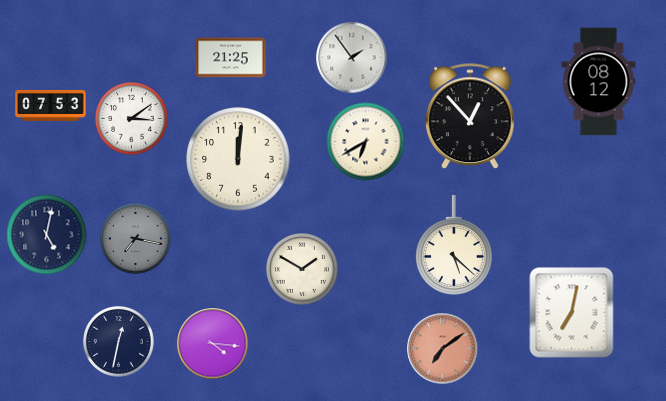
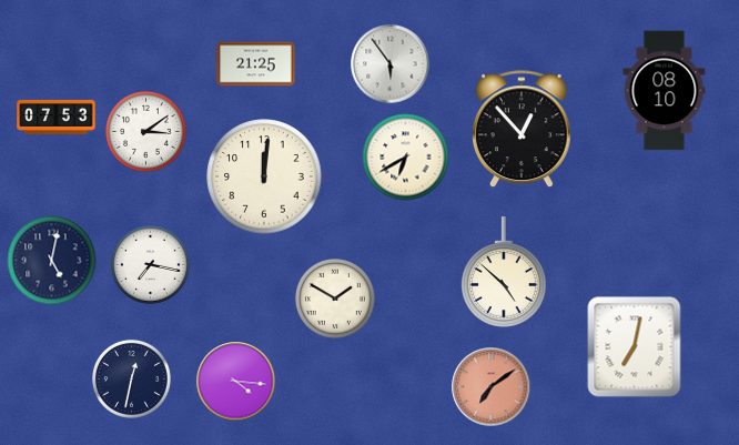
clock at (352, 58): 1:54 -> 5:54
clock at (599, 82): 08:12 -> 08:10
clock at (135, 238) dial: grey -> white
clock at (454, 245): 5:22 -> 4:52
